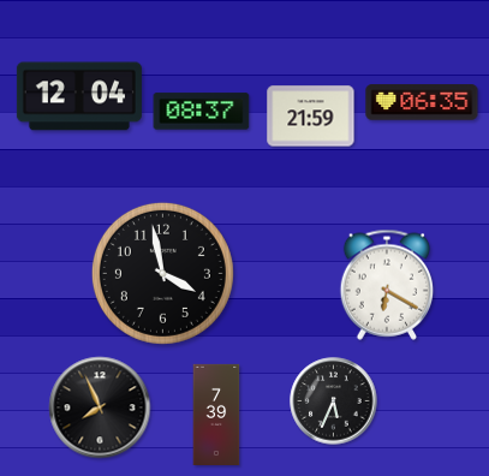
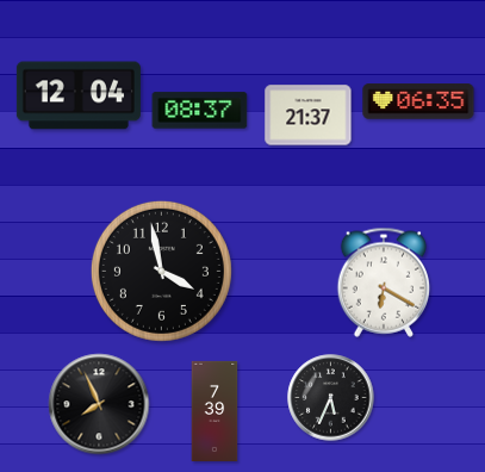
clock at (311, 117): 21:59 -> 21:37
